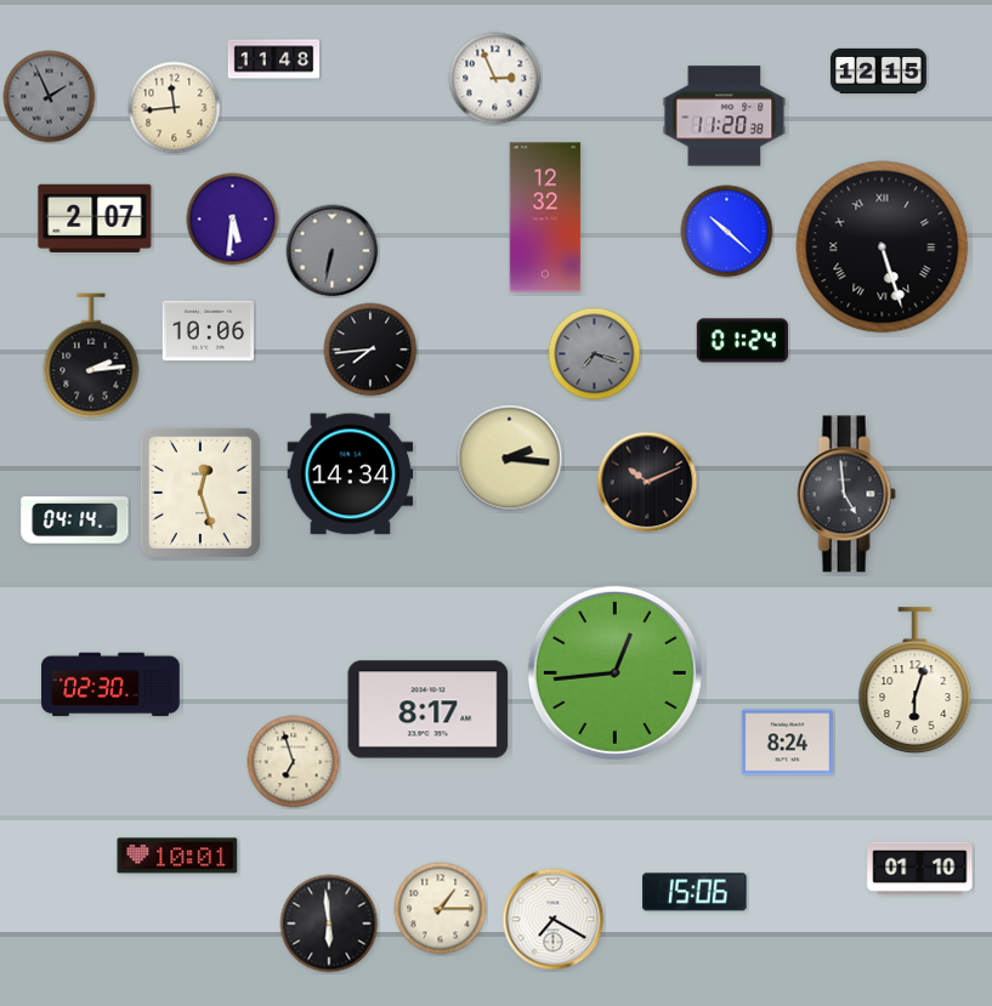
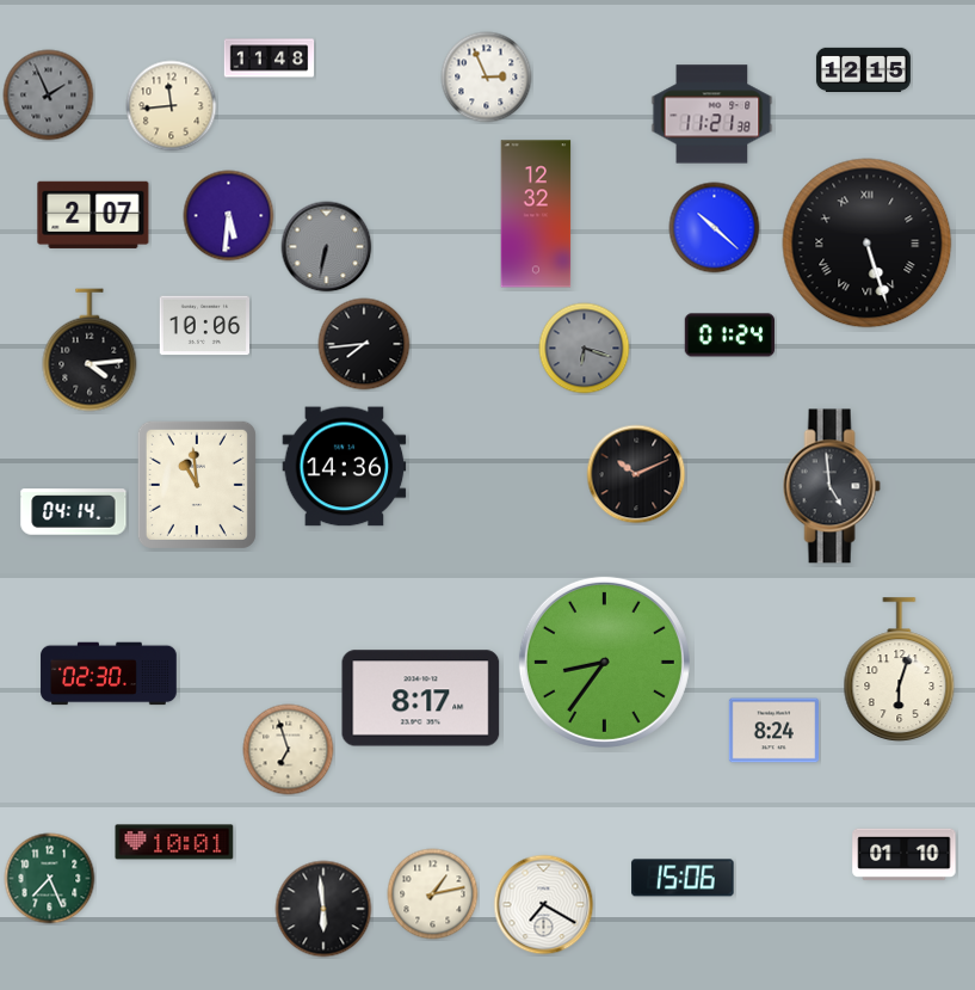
clock at (725, 116): 11:20 -> 11:21
clock at (595, 354): 7:18 -> 6:18
clock at (91, 356): 2:14 -> 4:14
clock at (510, 459): 2:16 -> none
clock at (351, 474): 14:34 -> 14:36
clock at (200, 493): 12:27 -> 10:59
clock at (614, 672): 12:44 -> 8:36
clock at (50, 879): none -> 7:26
clock at (441, 909): 1:15 -> 1:13
